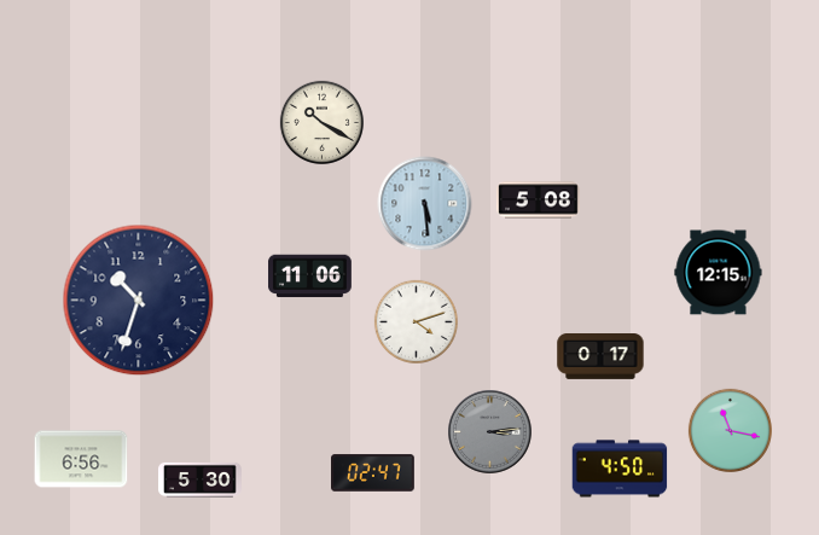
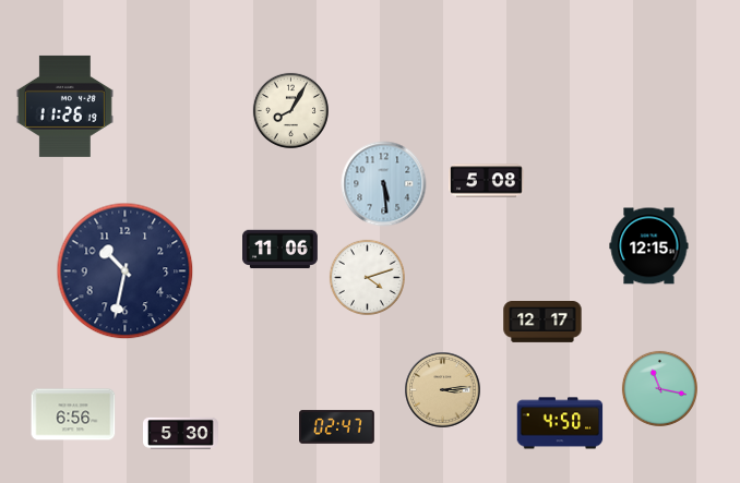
clock at (64, 106): none -> 11:26
clock at (321, 122): 10:20 -> 8:05
clock at (139, 301): 10:33 -> 10:32
clock at (416, 321) position: (416, 321) -> (367, 277)
clock at (600, 357): 0:17 -> 12:17
clock at (490, 432) dial: grey -> champagne
